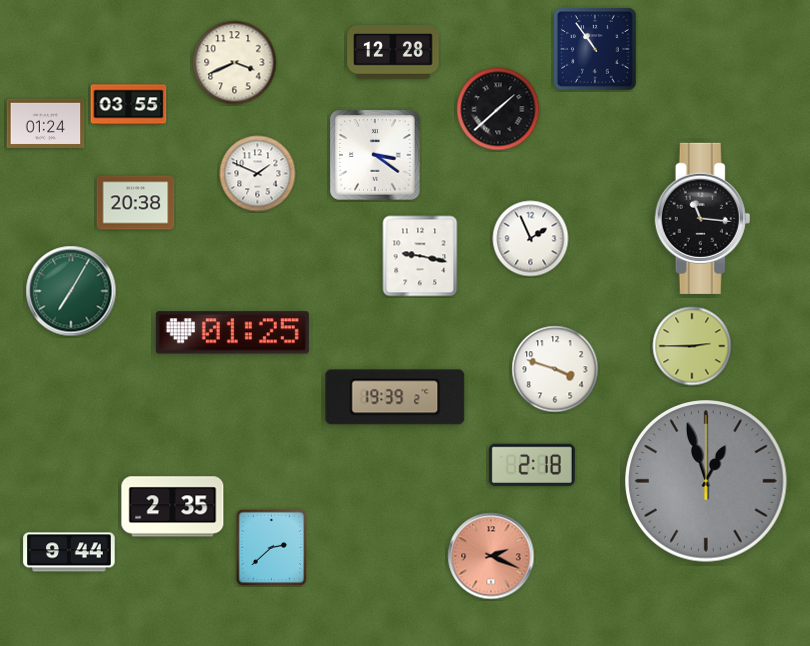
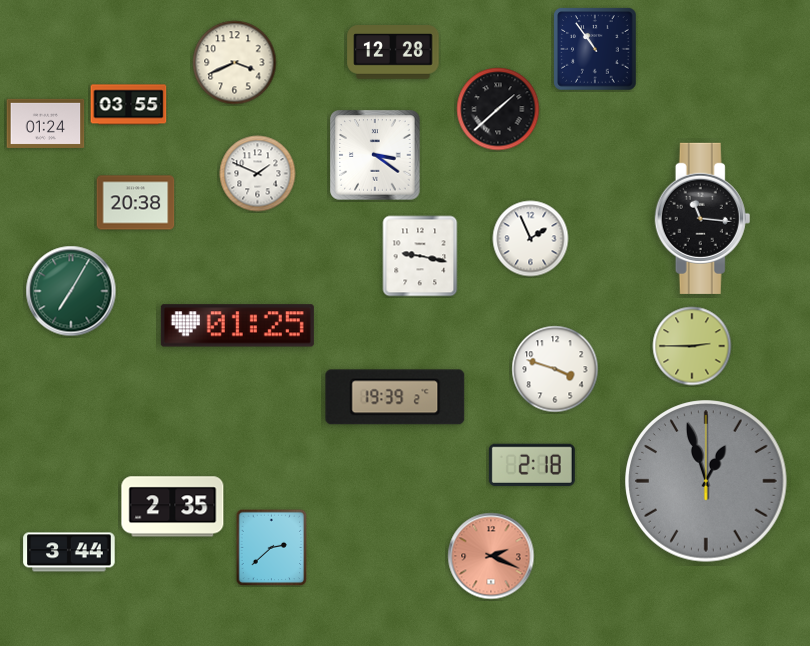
clock at (232, 333) position: (232, 333) -> (237, 326)
clock at (69, 552): 9:44 -> 3:44
